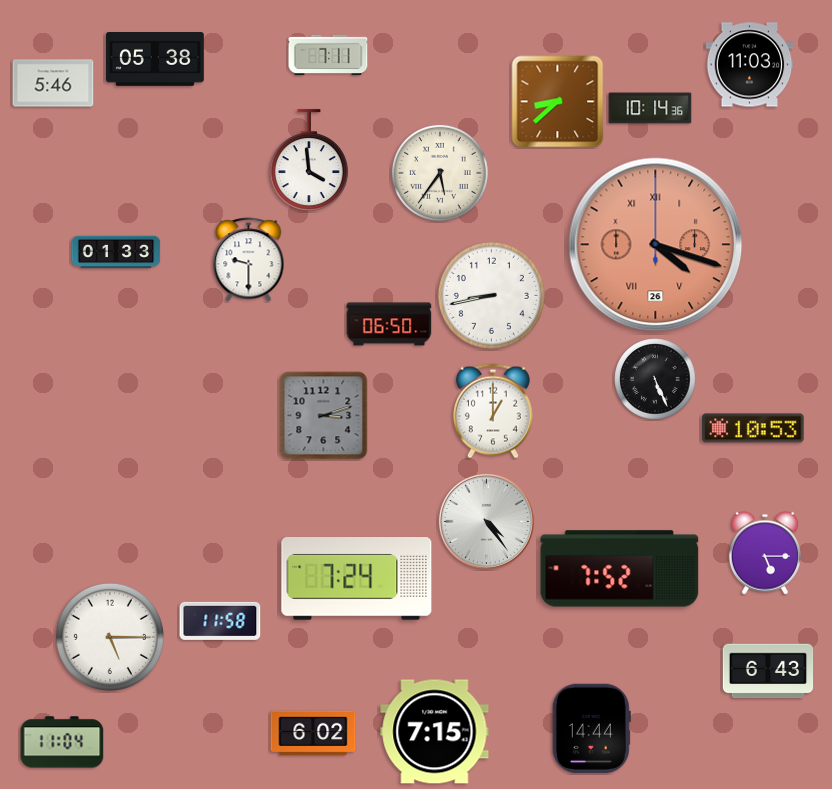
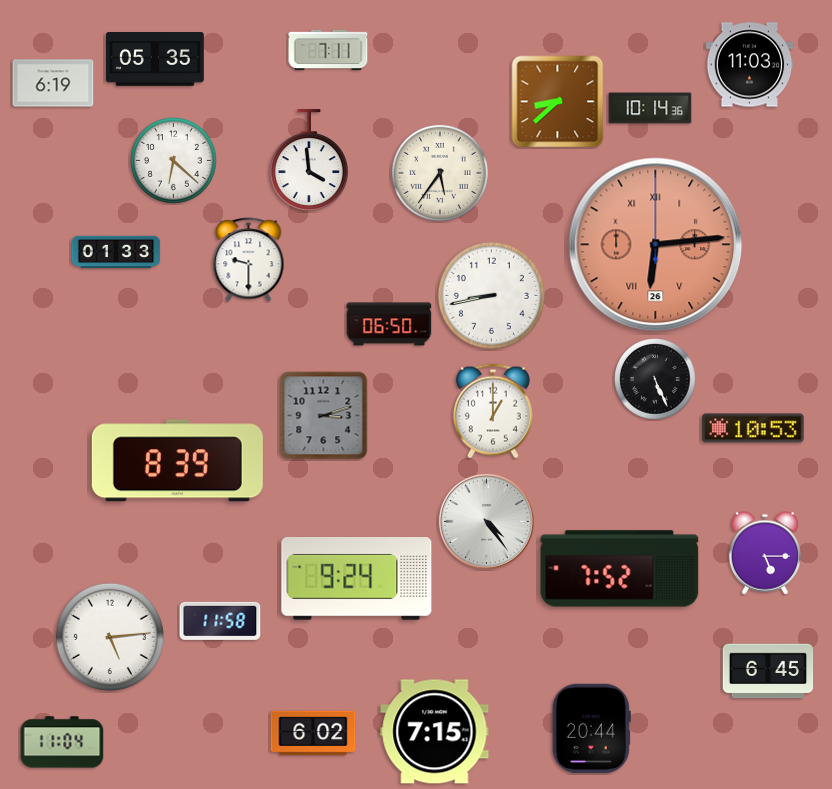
clock at (328, 55) position: (328, 55) -> (328, 50)
clock at (156, 60): 05:38 -> 05:35
clock at (53, 83): 5:46 -> 6:19
clock at (174, 161): none -> 6:22
clock at (656, 245): 4:18 -> 6:14
clock at (177, 461): none -> 8:39
clock at (357, 579): 7:24 -> 9:24
clock at (110, 637): 5:15 -> 5:14
clock at (768, 671): 6:43 -> 6:45
clock at (591, 729): 14:44 -> 20:44
